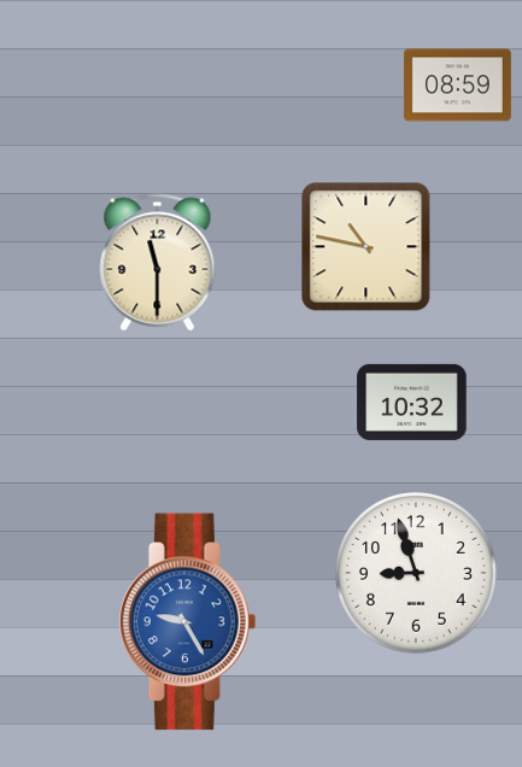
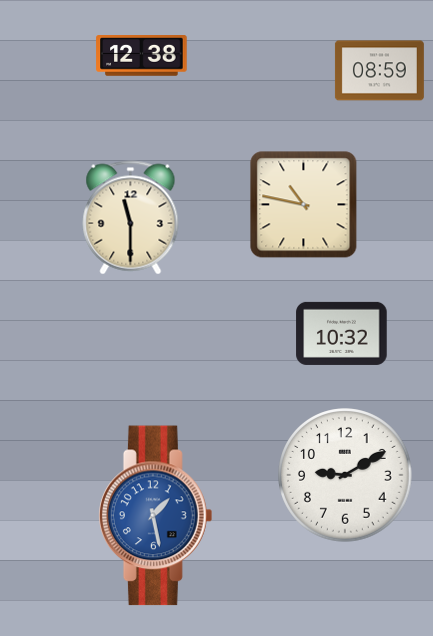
clock at (142, 56): none -> 12:38
clock at (416, 573): 8:57 -> 9:10
clock at (188, 622): 9:25 -> 1:28
